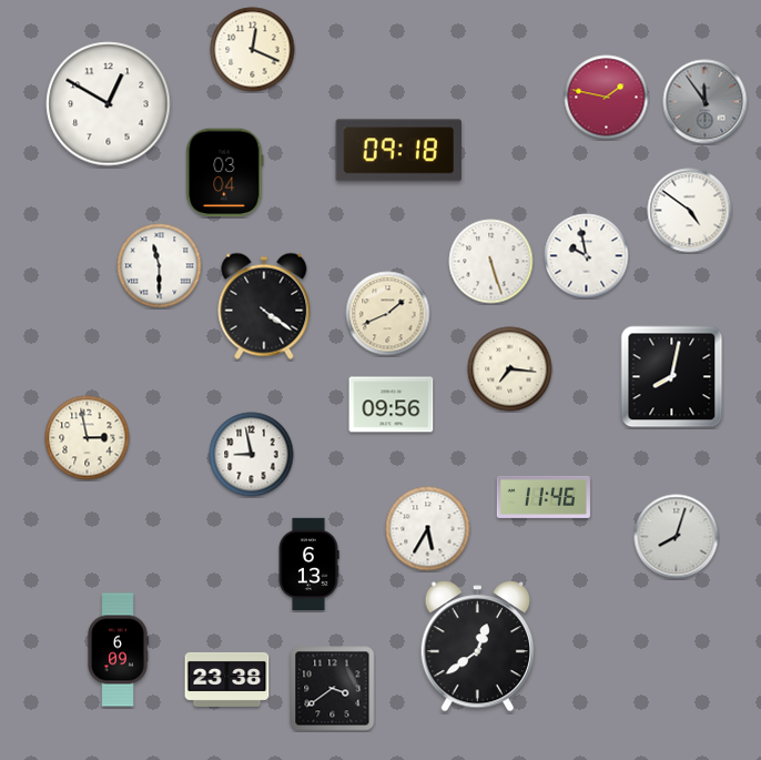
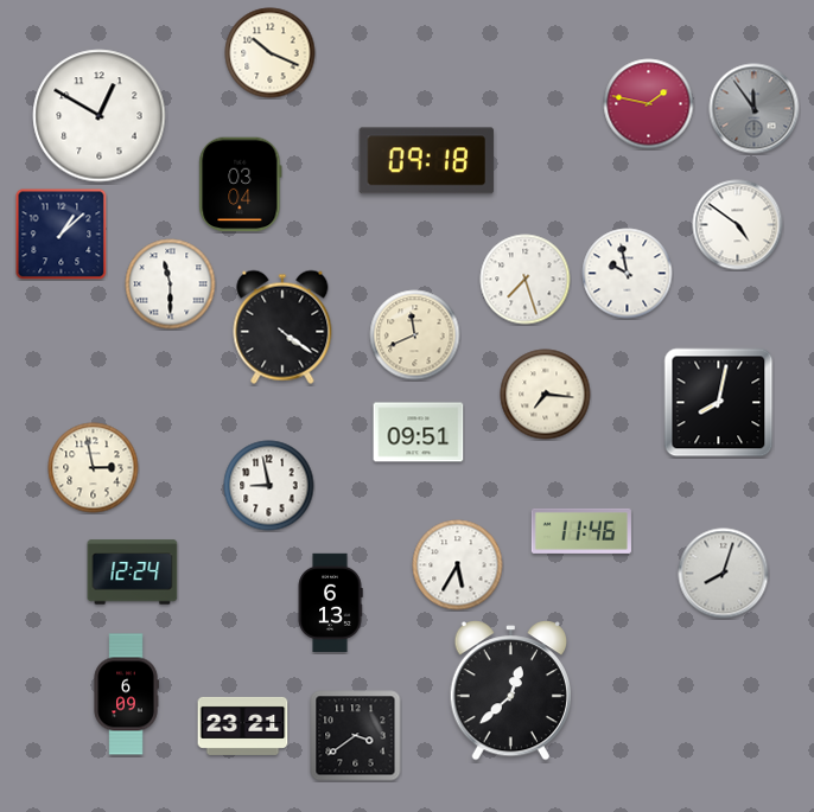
clock at (253, 50): 12:19 -> 10:19
clock at (109, 104) position: (109, 104) -> (100, 116)
clock at (62, 235): none -> 1:08
clock at (491, 262): 5:27 -> 7:27
clock at (388, 314): 1:41 -> 11:41
clock at (392, 405): 09:56 -> 09:51
clock at (133, 573): none -> 12:24
clock at (477, 647): 12:39 -> 12:38
clock at (227, 679): 23:38 -> 23:21
